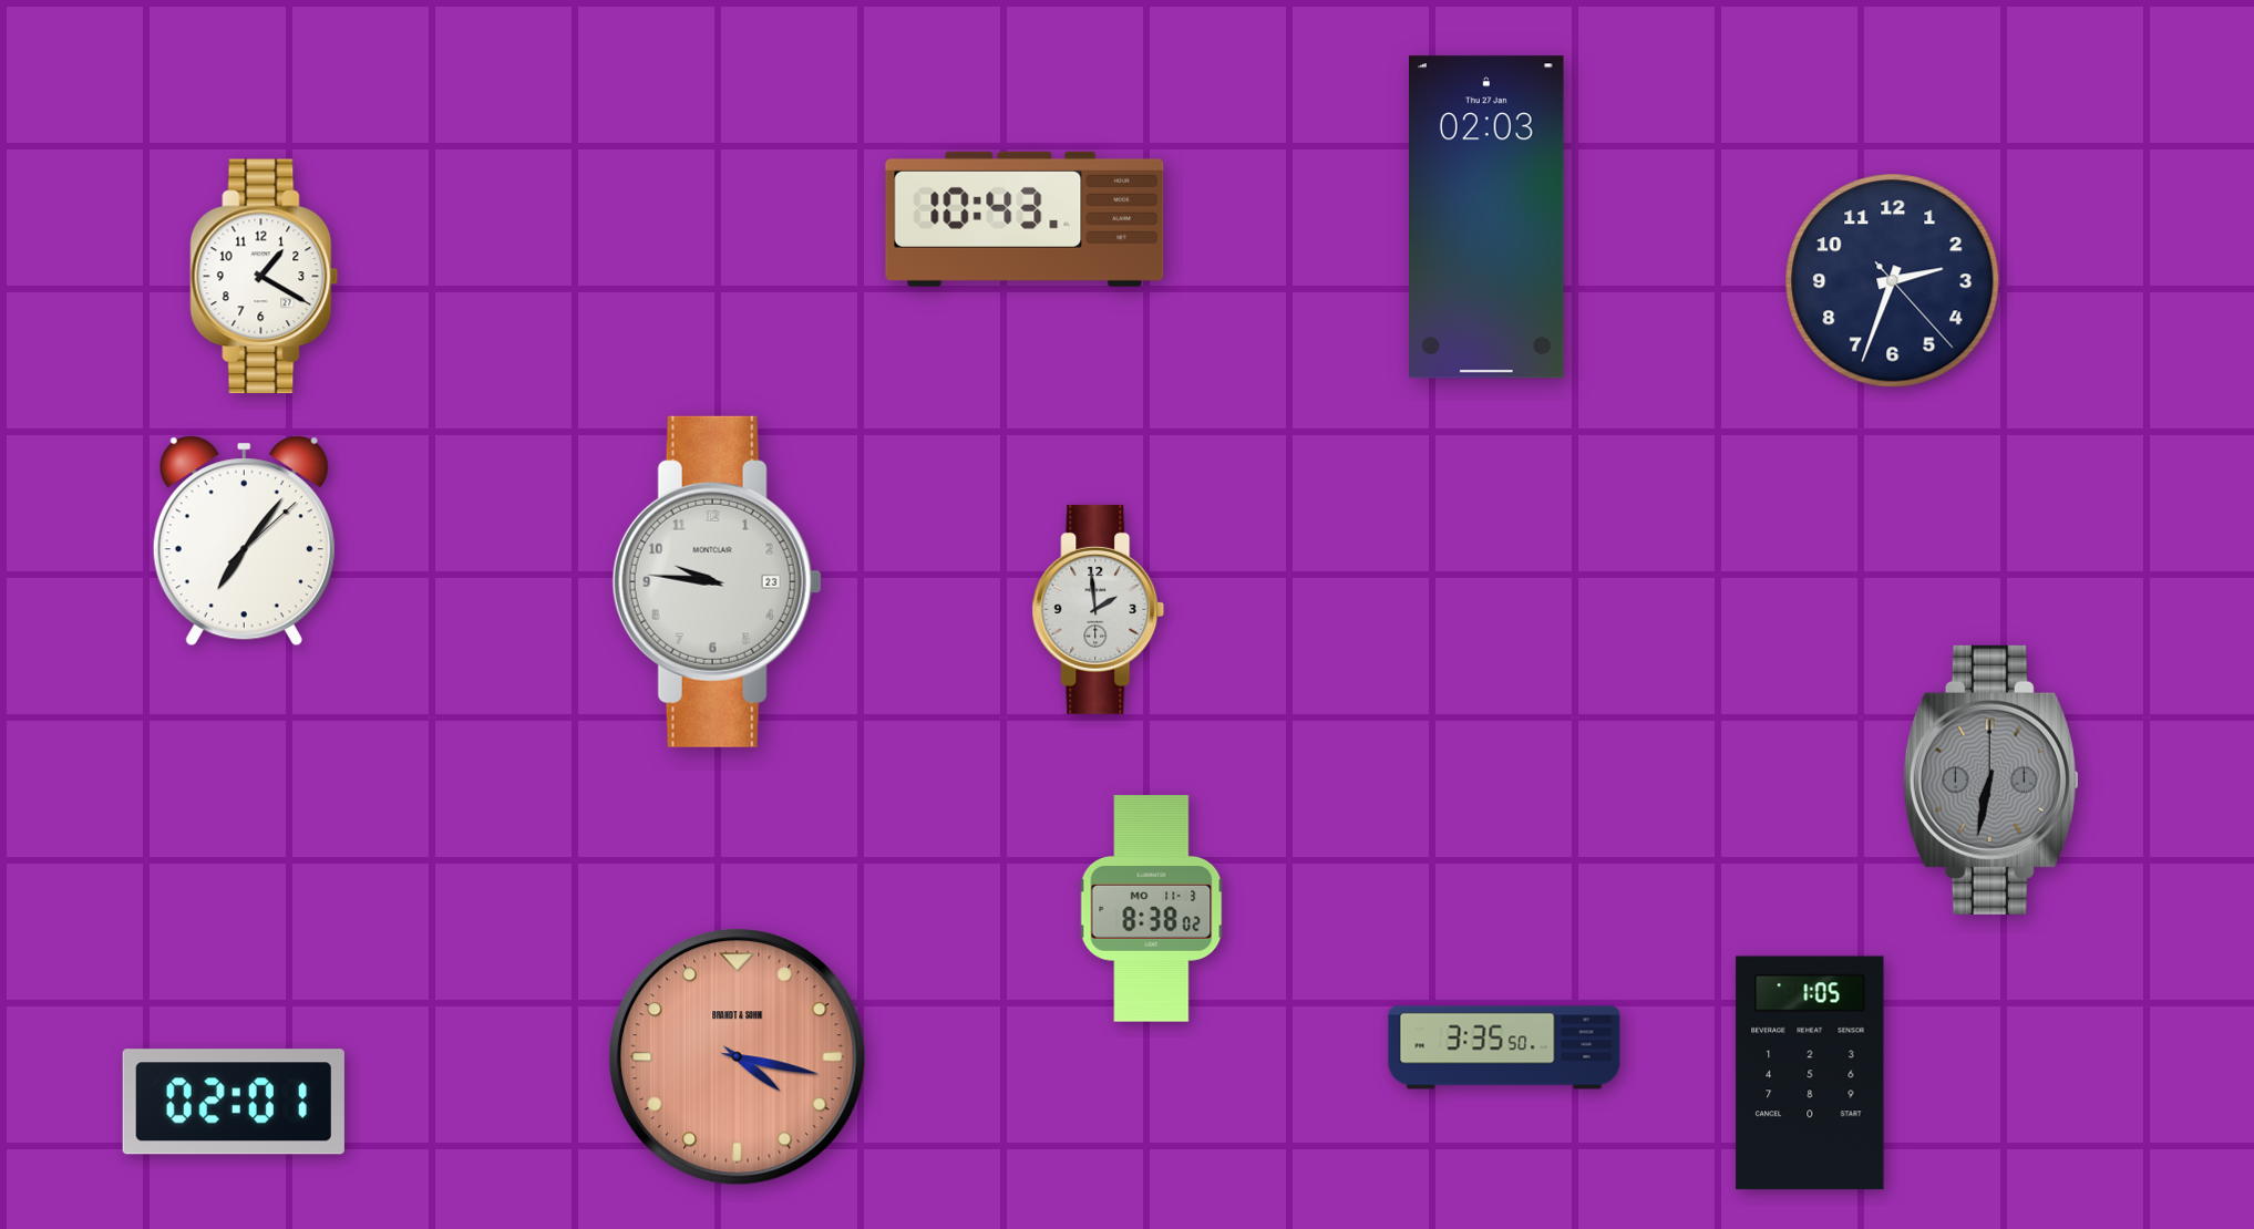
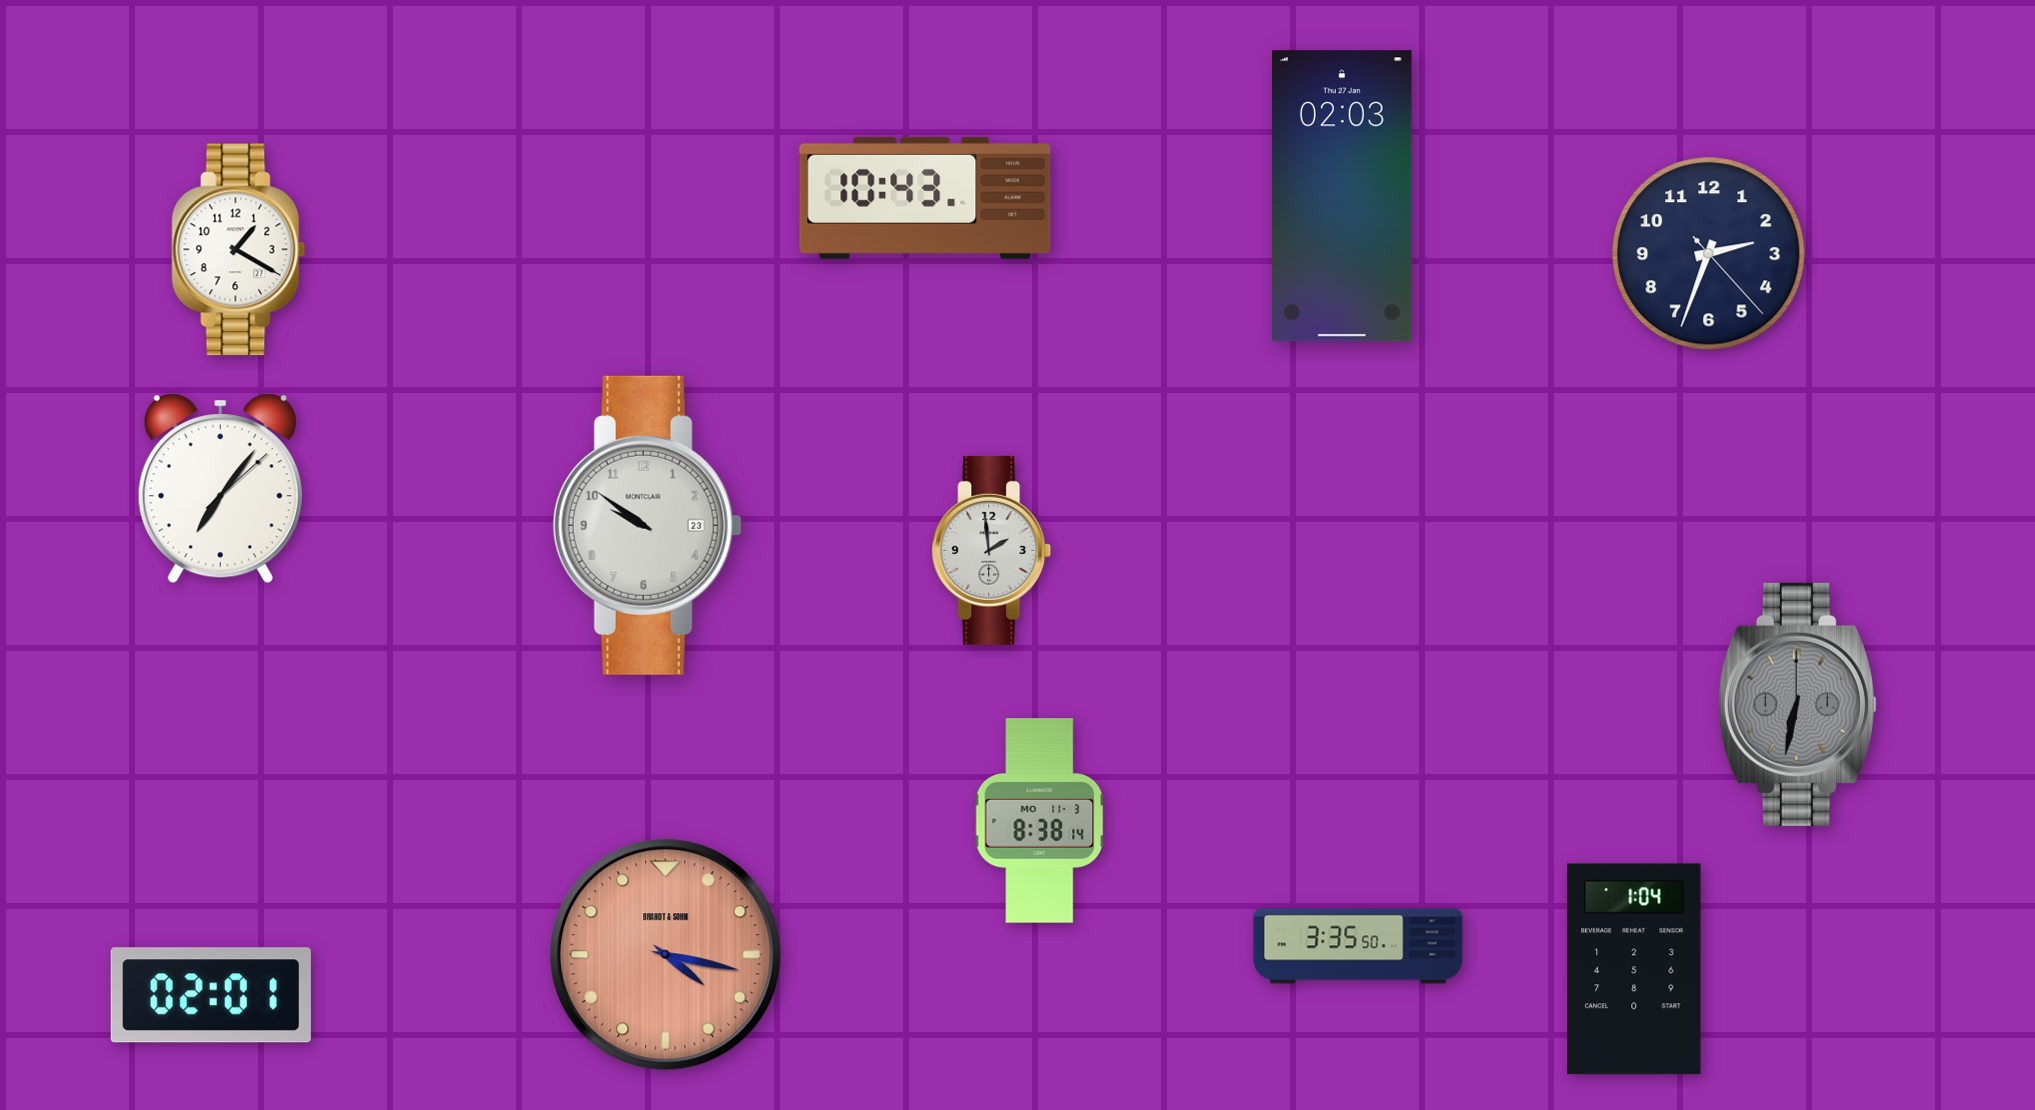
clock at (717, 581): 9:46 -> 9:51
clock at (1152, 909): 8:38:02 -> 8:38:14
clock at (1810, 1073): 1:05 -> 1:04
